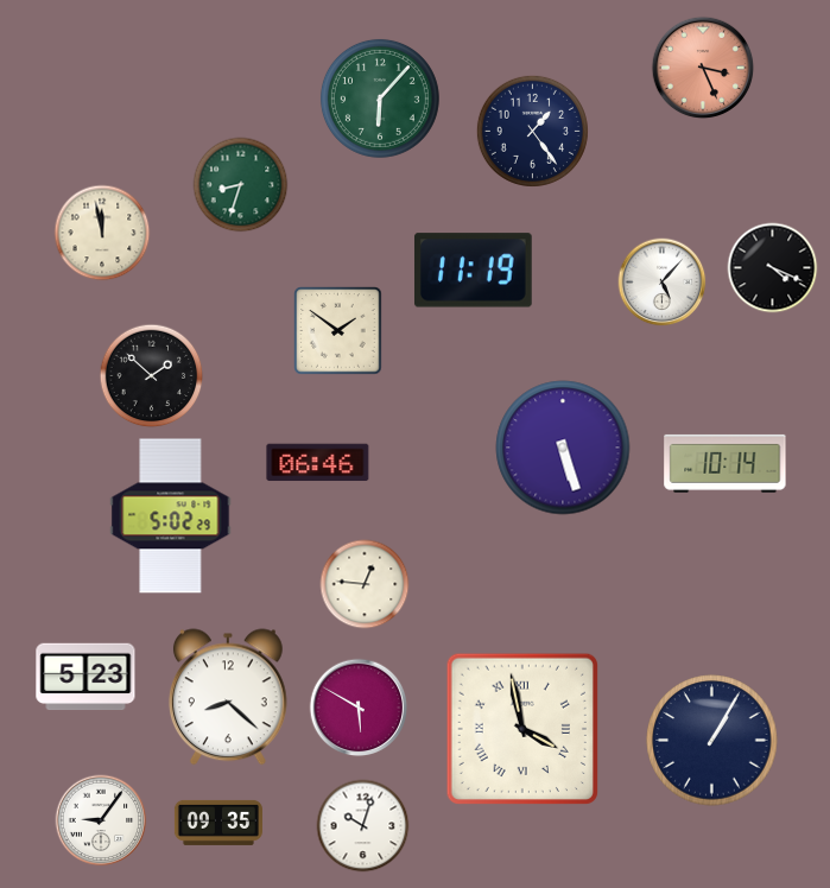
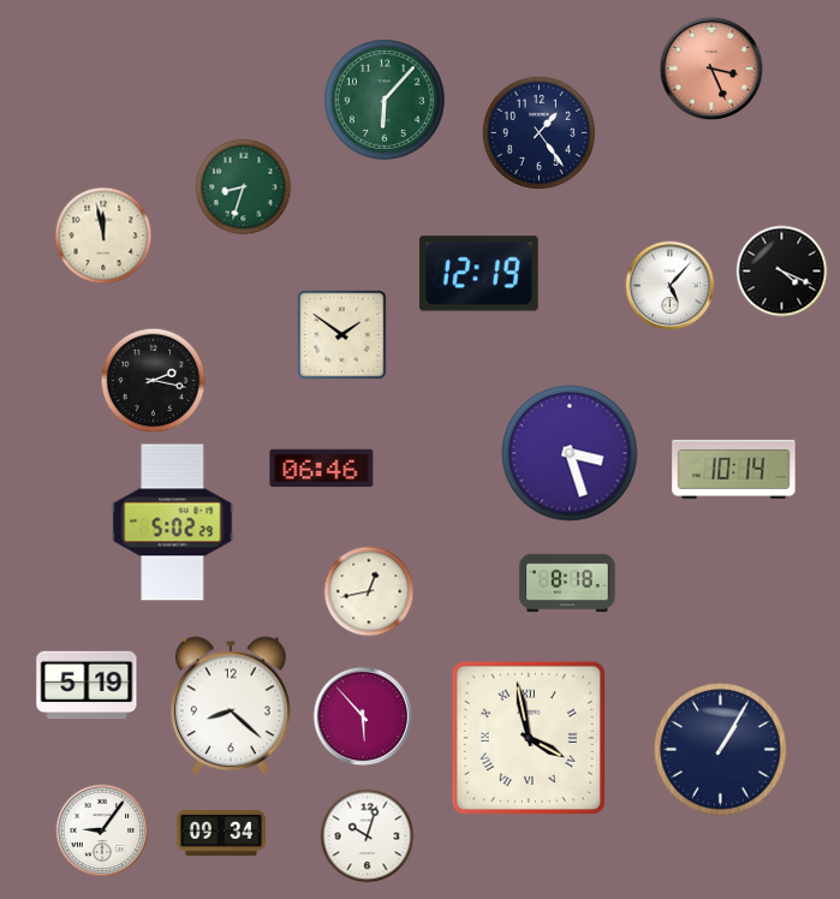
clock at (473, 271): 11:19 -> 12:19
clock at (152, 376): 1:52 -> 2:17
clock at (563, 448): 5:27 -> 3:27
clock at (567, 583): none -> 8:18
clock at (365, 584): 12:46 -> 12:43
clock at (85, 677): 5:23 -> 5:19
clock at (359, 708): 5:50 -> 5:53
clock at (218, 823): 09:35 -> 09:34
